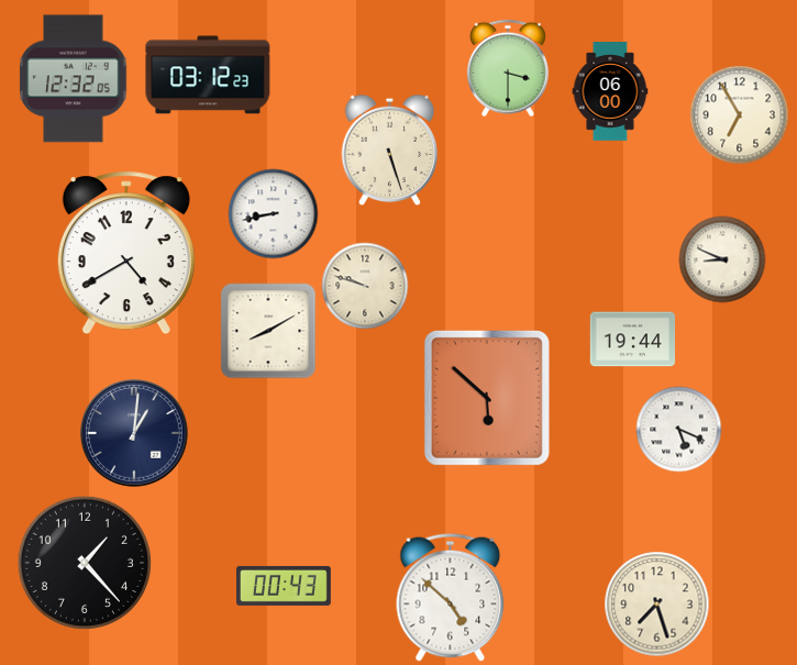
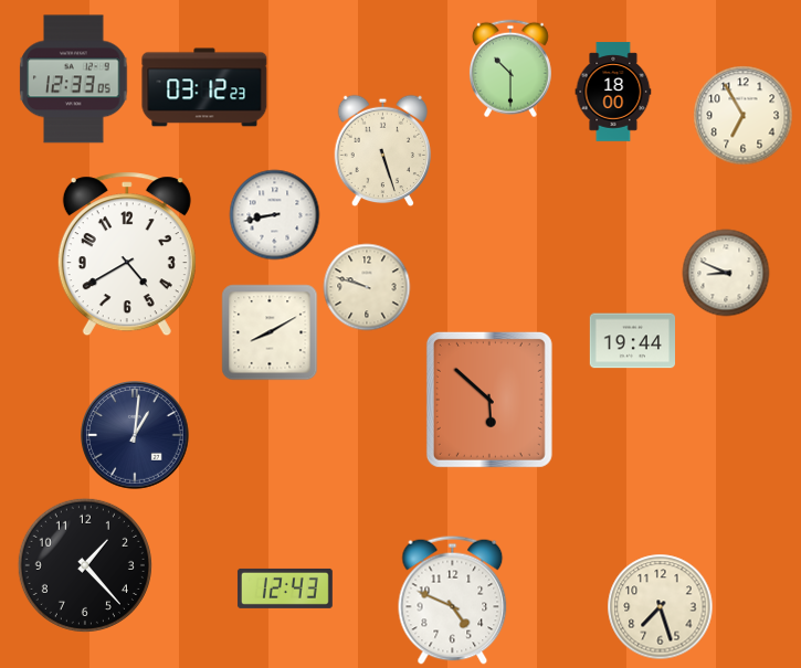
clock at (508, 68): 3:30 -> 10:30
clock at (208, 75) position: (208, 75) -> (204, 87)
clock at (74, 79): 12:32 -> 12:33
clock at (610, 91): 06:00 -> 18:00
clock at (390, 149) position: (390, 149) -> (383, 150)
clock at (722, 259) position: (722, 259) -> (726, 273)
clock at (632, 340) position: (632, 340) -> (632, 341)
clock at (678, 429): 5:19 -> none
clock at (284, 586): 00:43 -> 12:43
clock at (451, 597): 4:52 -> 4:49
